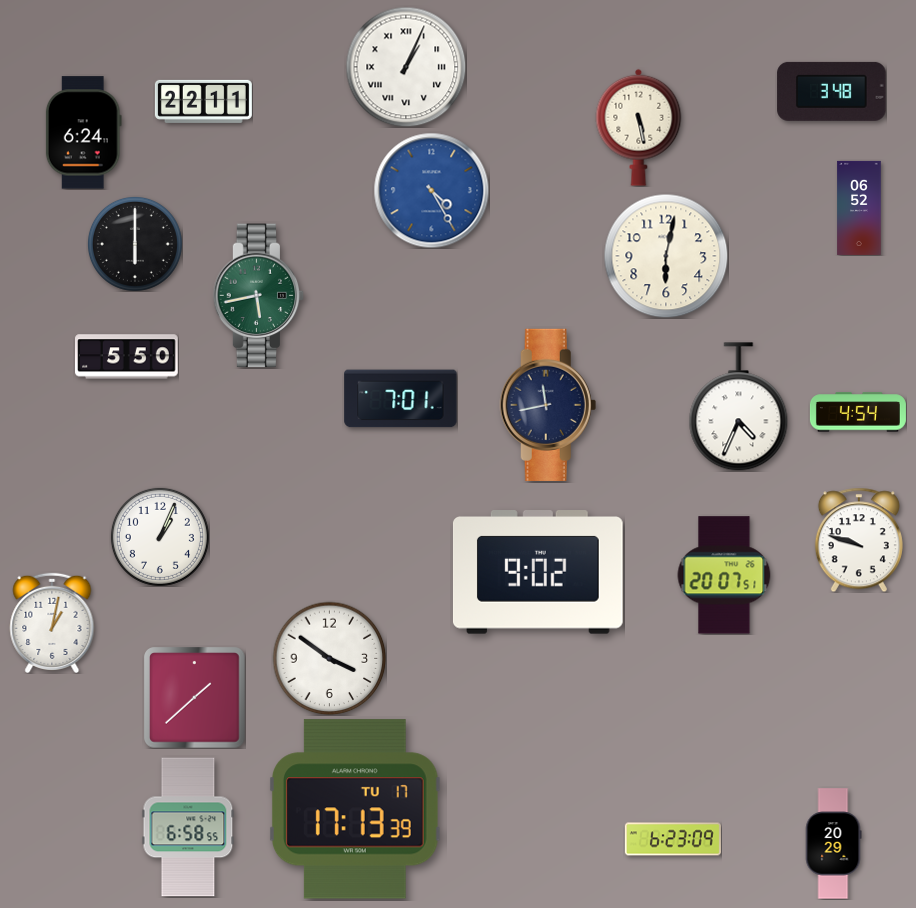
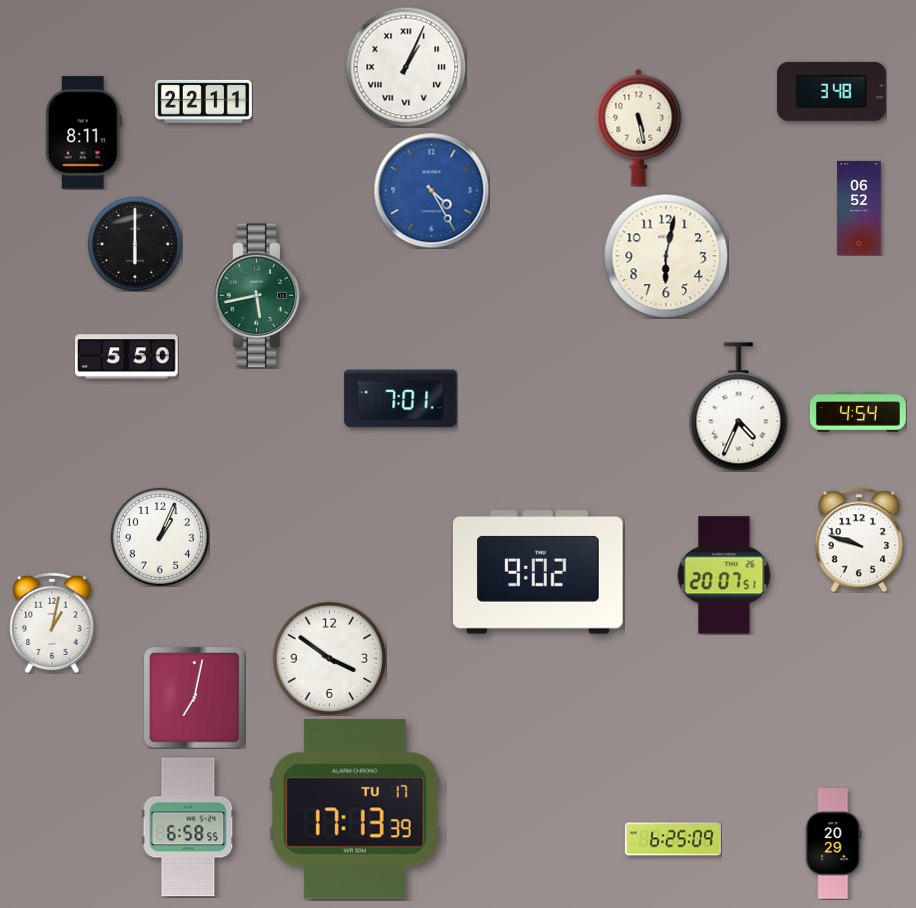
clock at (83, 133): 6:24 -> 8:11
clock at (548, 405): 11:43 -> none
clock at (194, 697): 1:38 -> 7:02
clock at (673, 839): 6:23 -> 6:25
